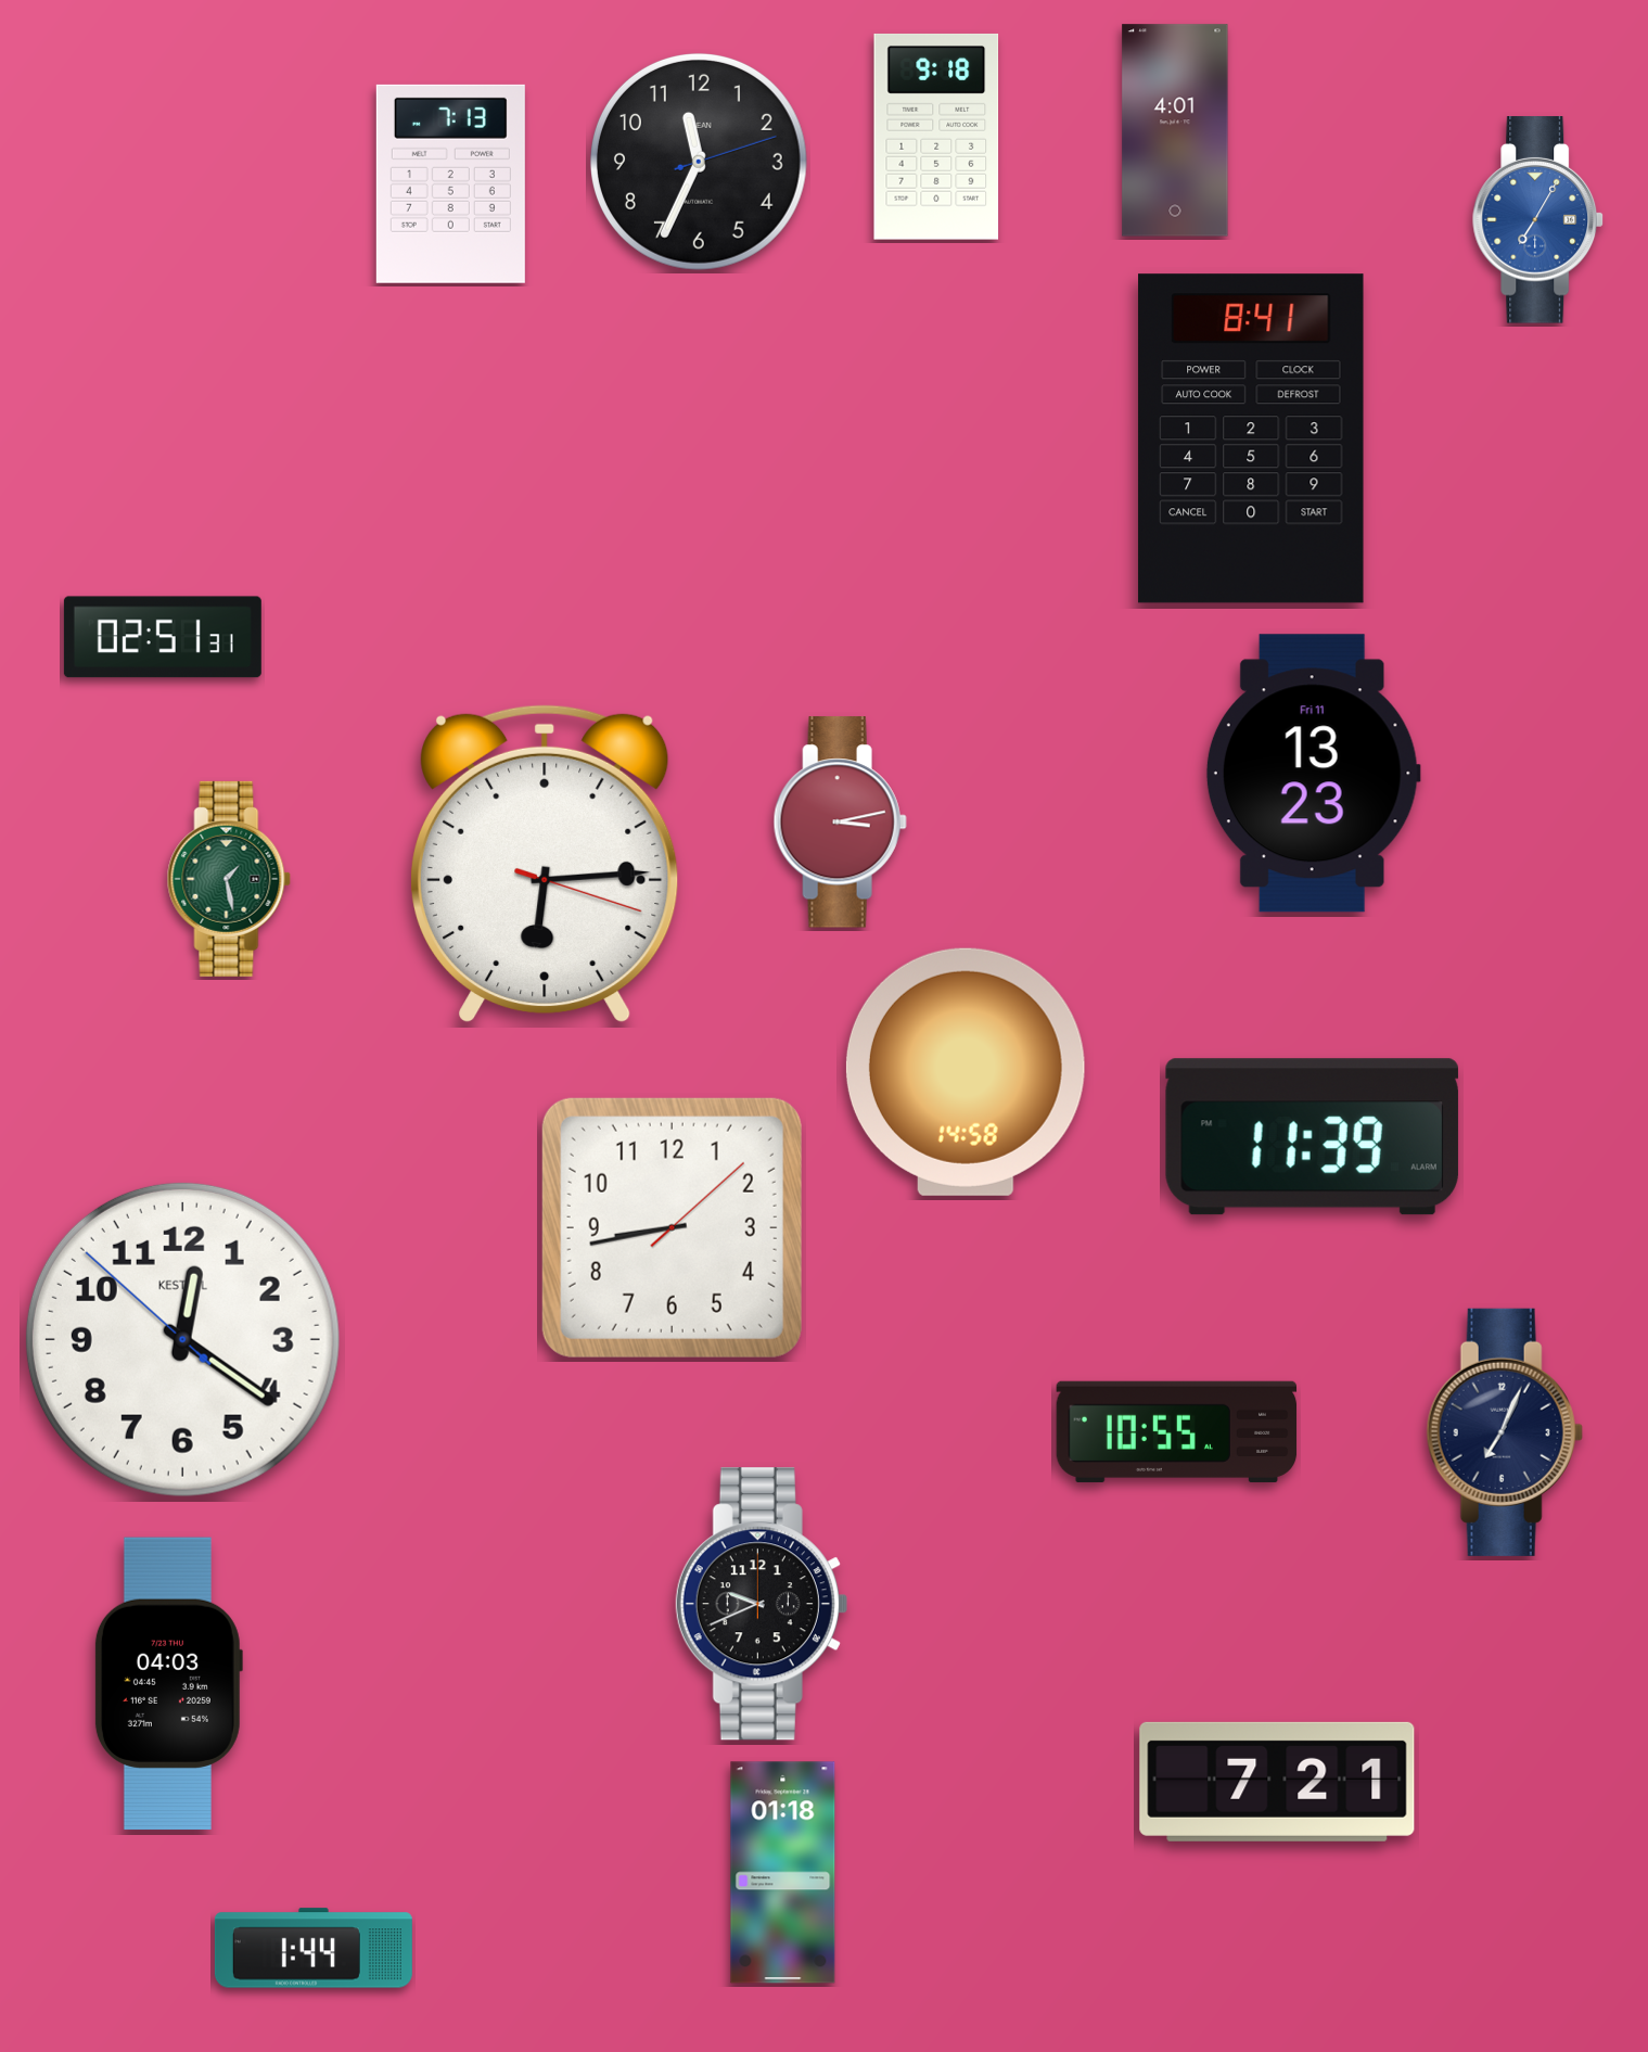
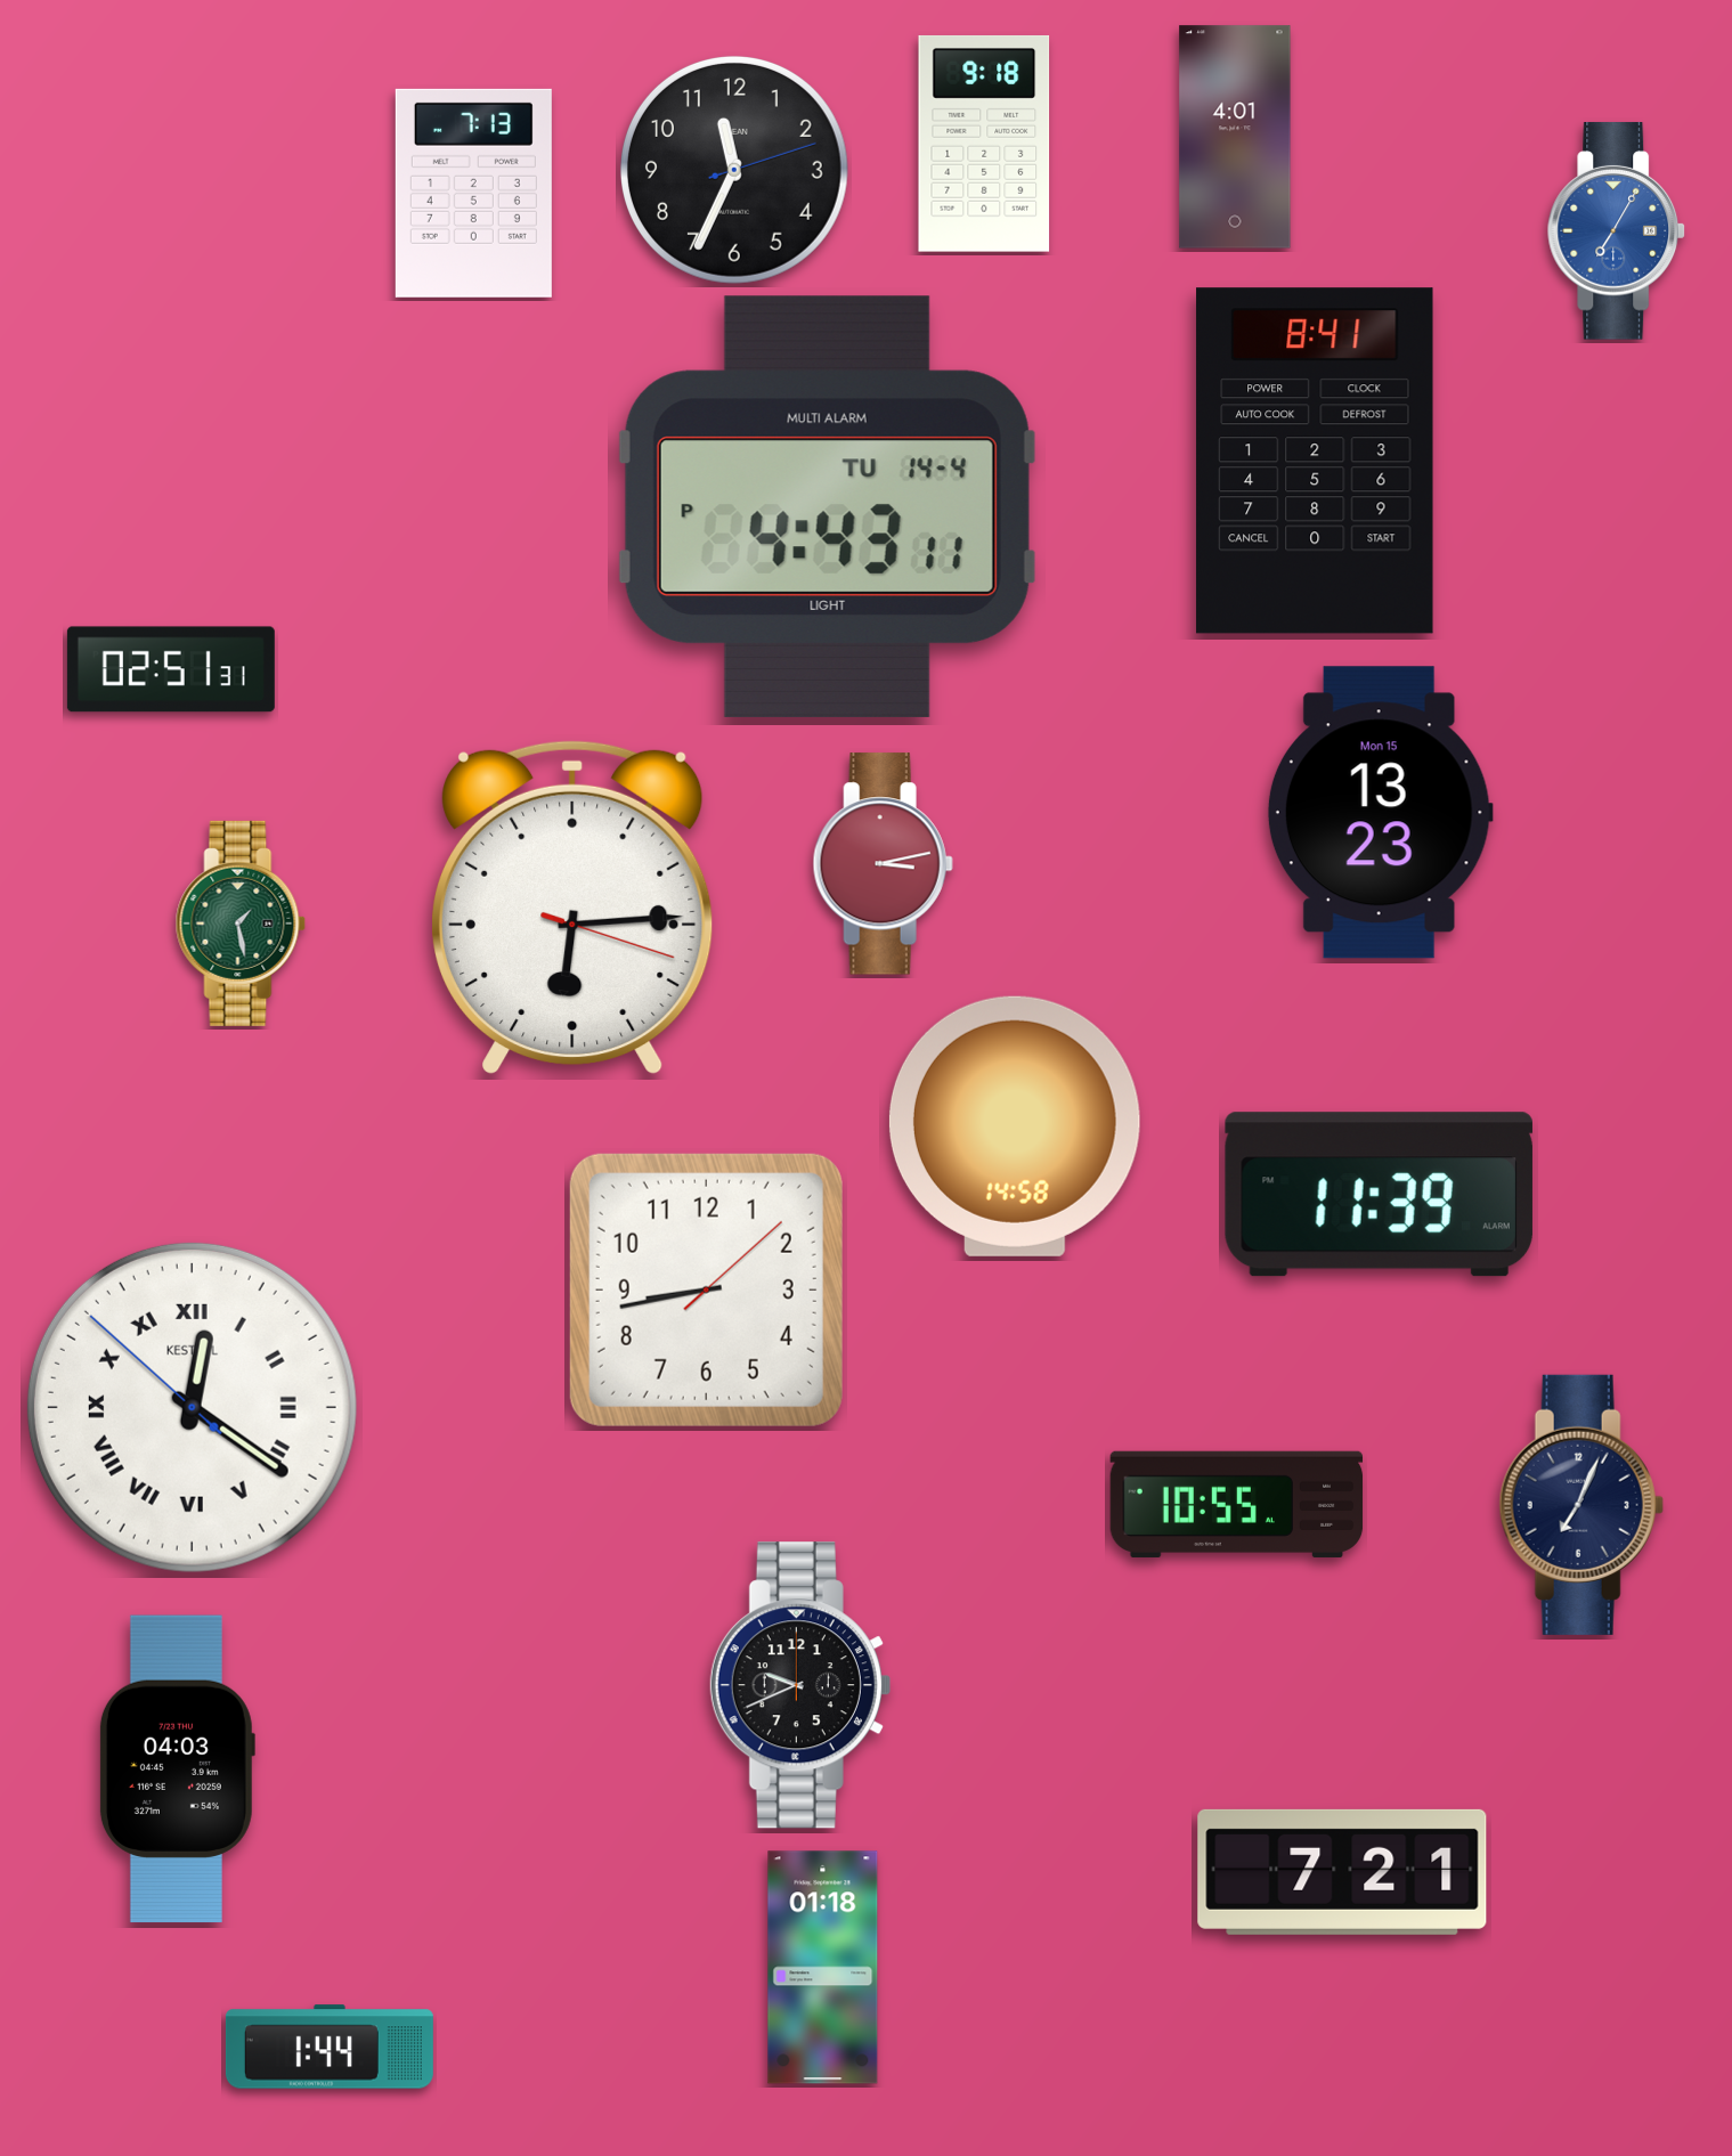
clock at (827, 506): none -> 4:43
clock at (1313, 774) date: Fri 11 -> Mon 15
clock at (182, 1339) numerals: Arabic -> Roman
